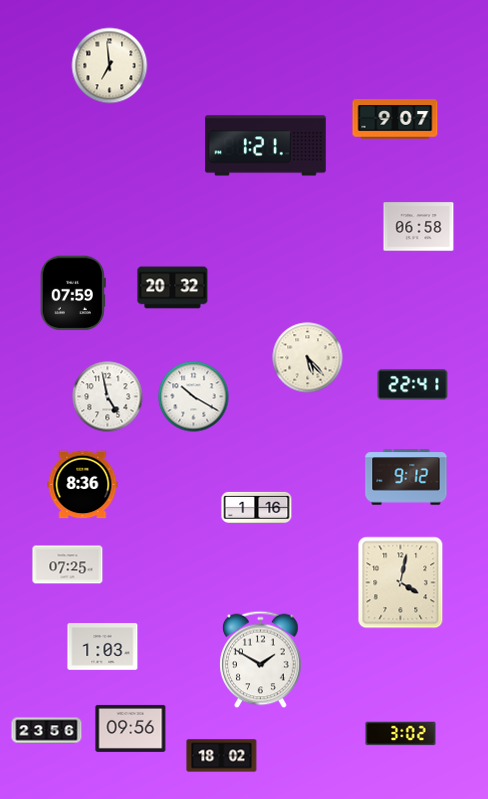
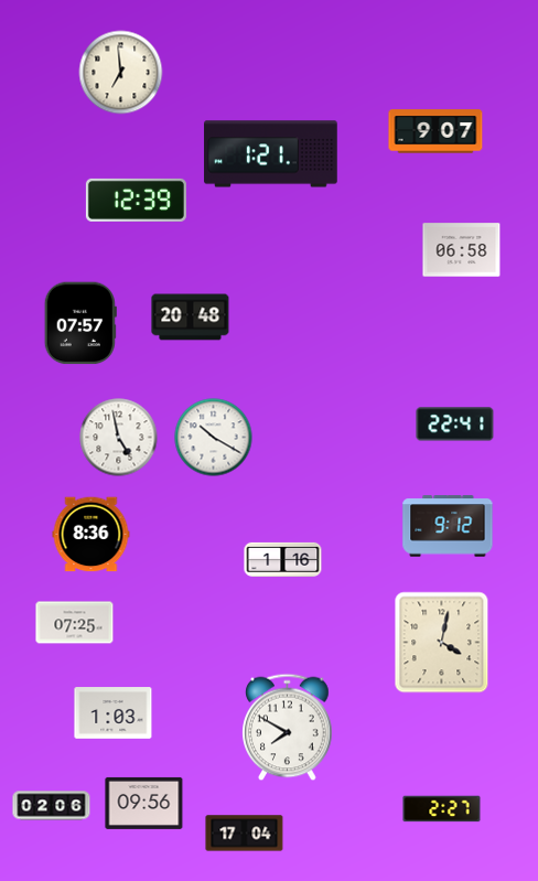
clock at (266, 146) position: (266, 146) -> (271, 154)
clock at (136, 200): none -> 12:39
clock at (173, 288): 20:32 -> 20:48
clock at (73, 293): 07:59 -> 07:57
clock at (308, 358): 5:23 -> none
clock at (261, 660): 1:50 -> 7:50
clock at (47, 731): 23:56 -> 02:06
clock at (401, 734): 3:02 -> 2:27
clock at (222, 756): 18:02 -> 17:04
